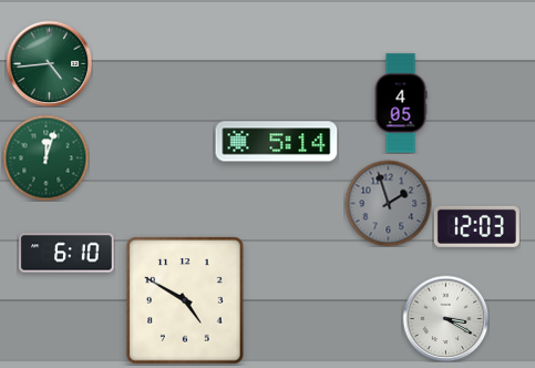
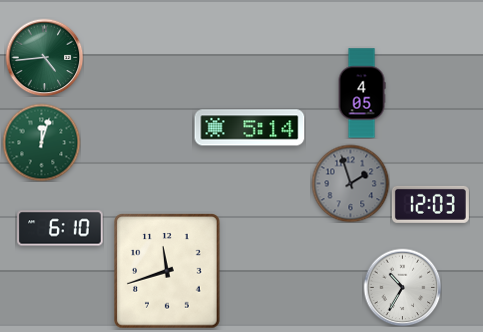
clock at (185, 300): 4:50 -> 11:42
clock at (445, 318): 3:20 -> 10:35
